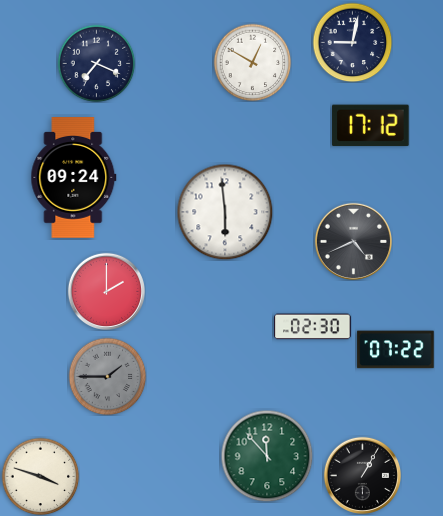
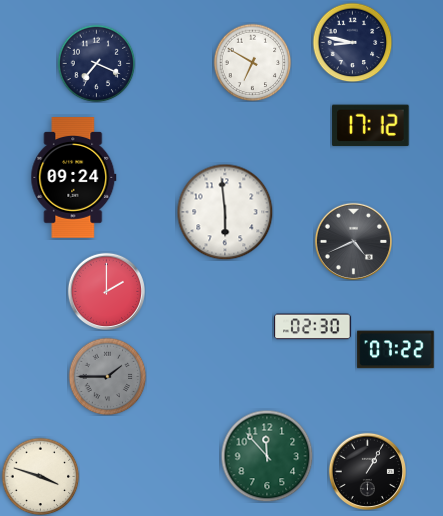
clock at (352, 42): 9:02 -> 8:47
clock at (252, 62): 12:50 -> 6:50
clock at (362, 475) position: (362, 475) -> (367, 471)
